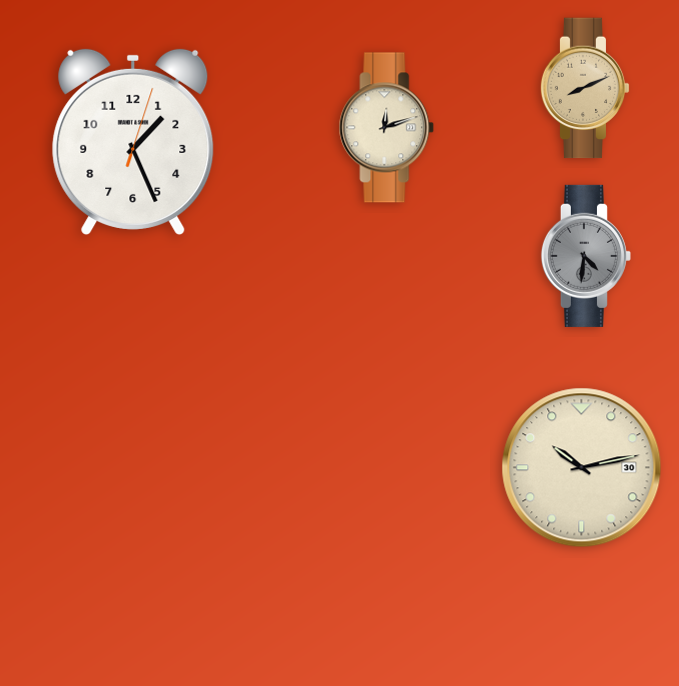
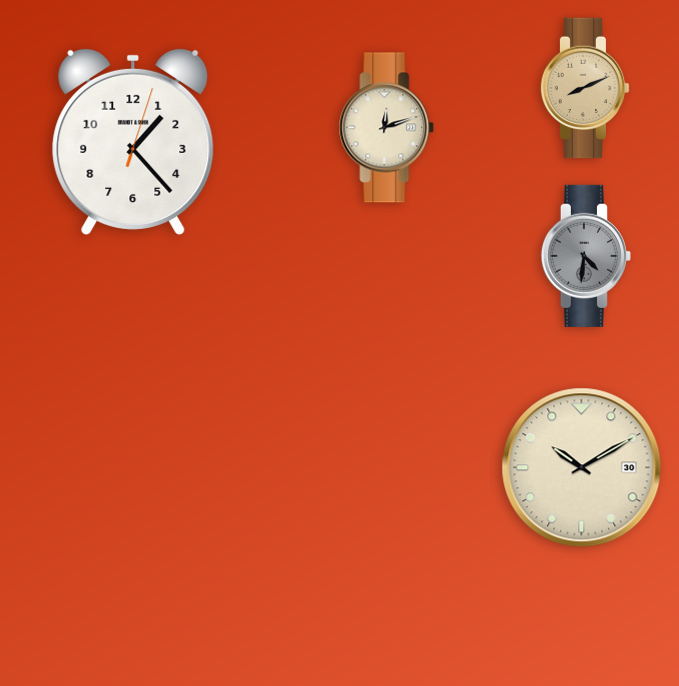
clock at (133, 142): 1:26 -> 1:23
clock at (582, 468): 10:13 -> 10:10
